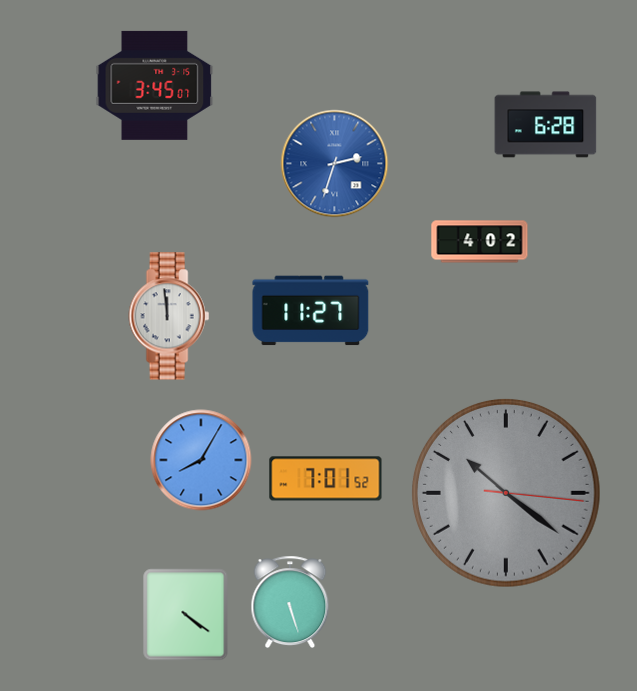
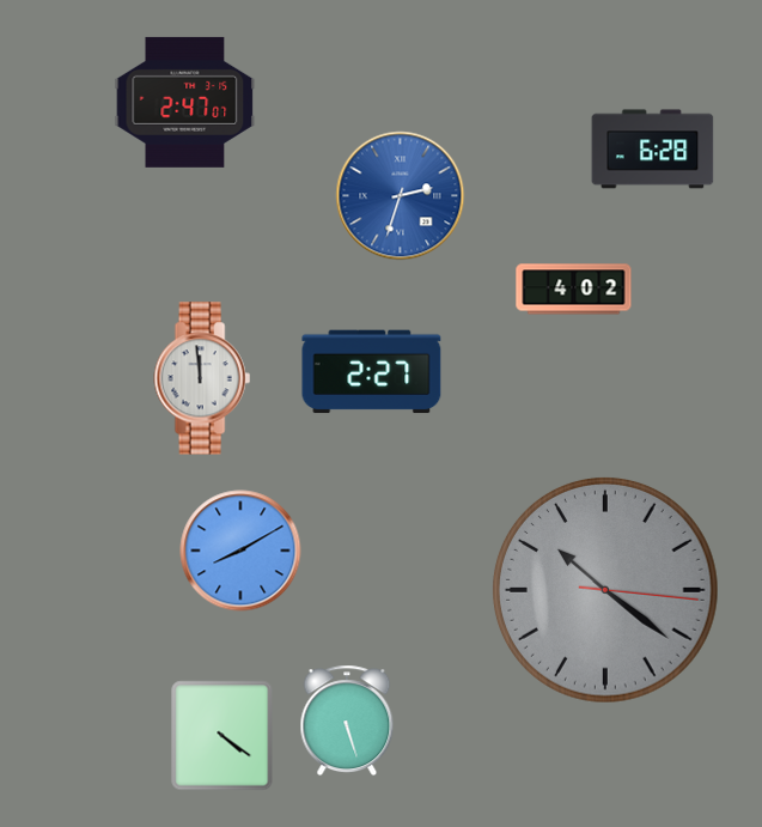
clock at (155, 85): 3:45 -> 2:47
clock at (311, 311): 11:27 -> 2:27
clock at (201, 460): 8:05 -> 8:10
clock at (326, 479): 7:01 -> none
